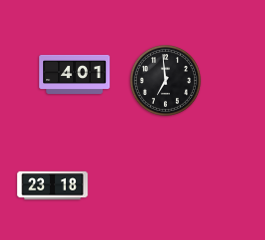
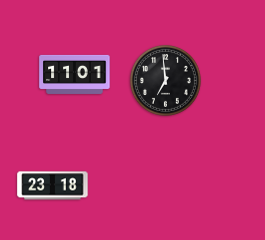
clock at (75, 74): 4:01 -> 11:01
